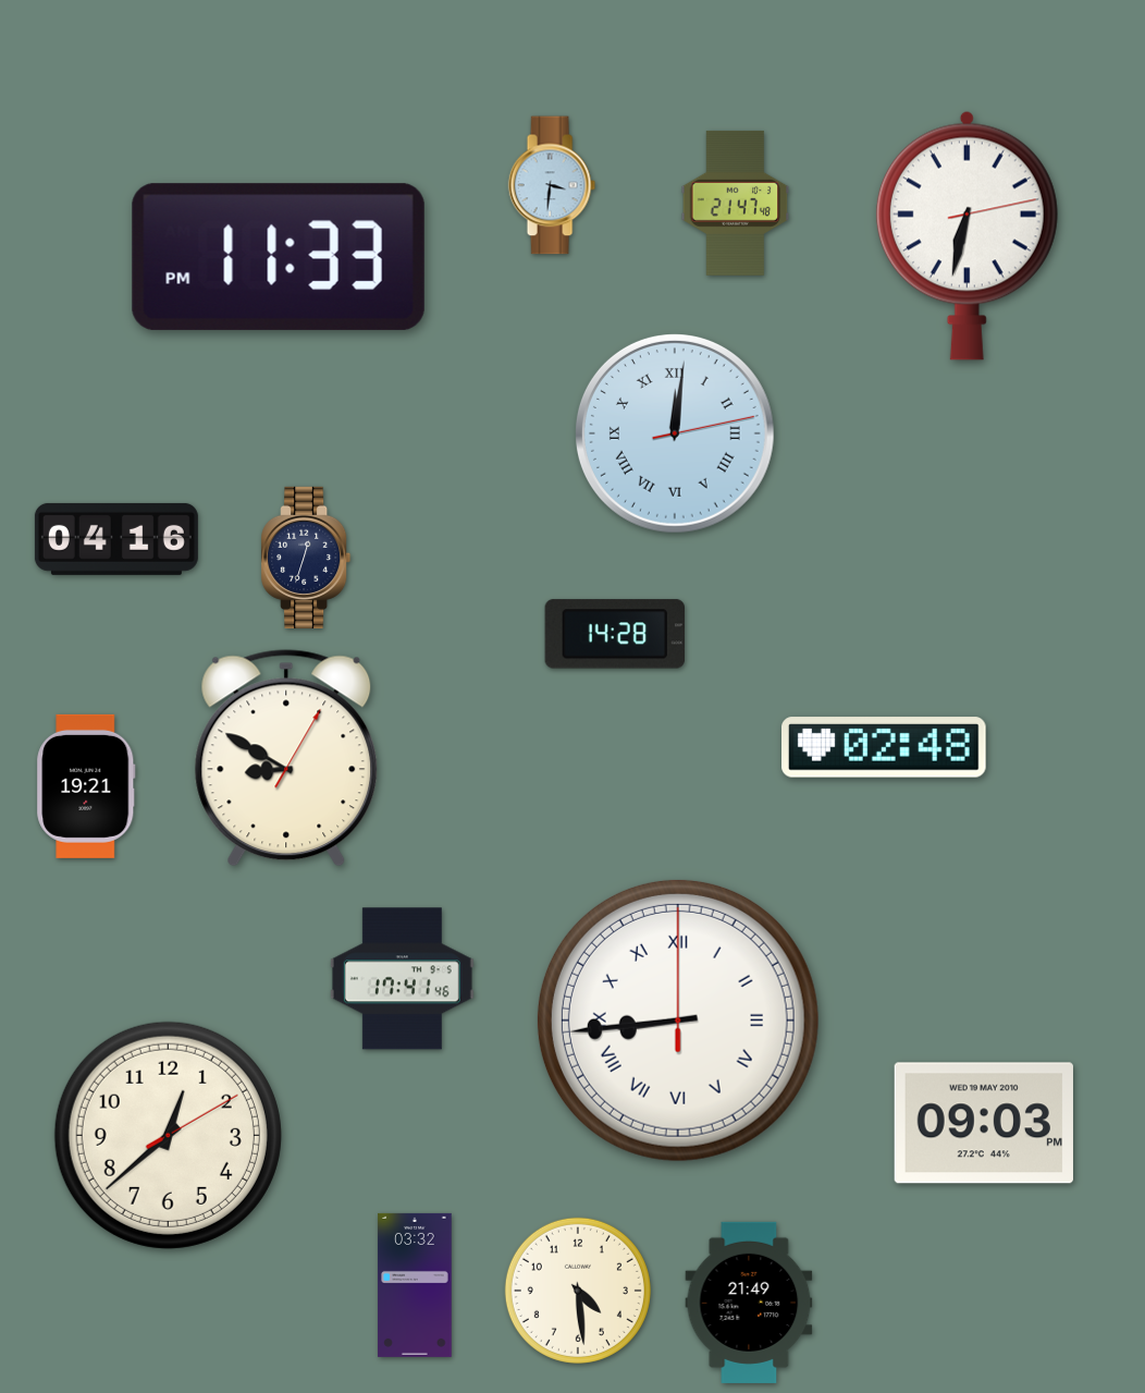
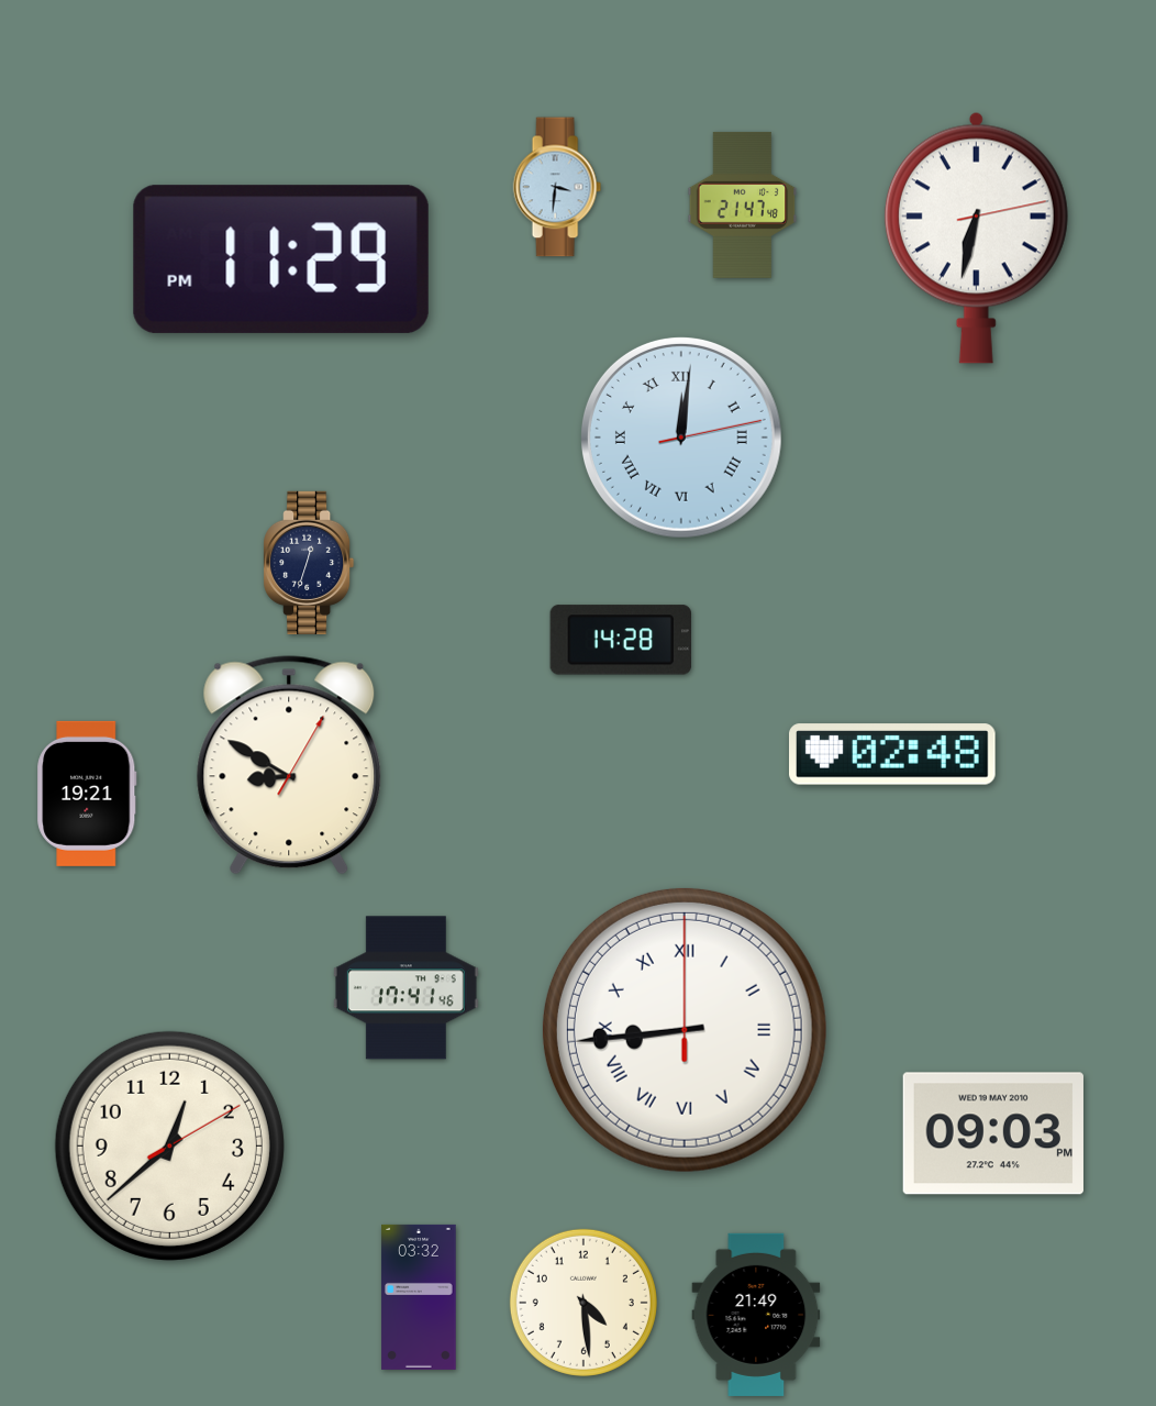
clock at (279, 257): 11:33 -> 11:29
clock at (116, 539): 04:16 -> none
